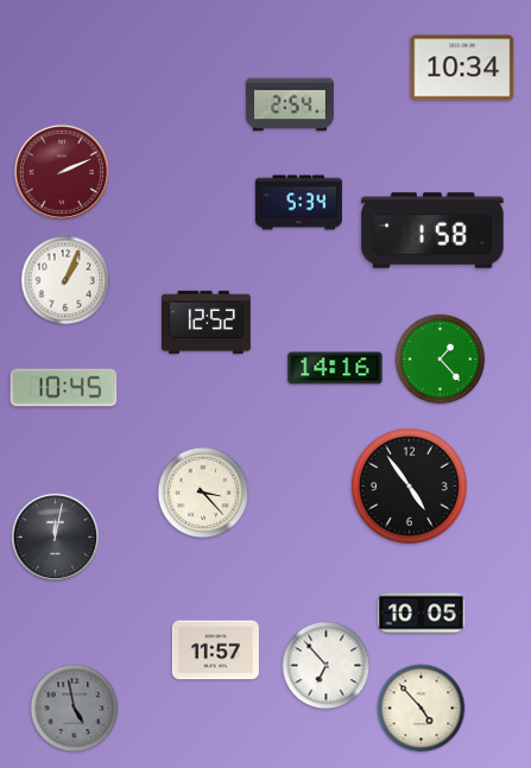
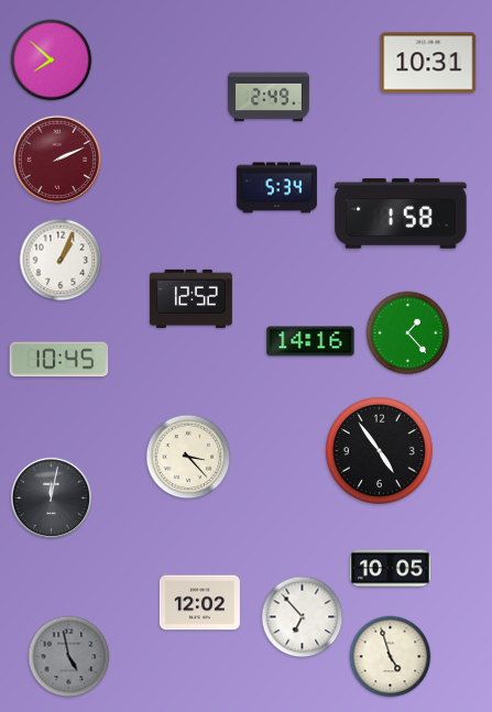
clock at (52, 61): none -> 7:52
clock at (462, 68): 10:34 -> 10:31
clock at (290, 104): 2:54 -> 2:49
clock at (215, 650): 11:57 -> 12:02
clock at (422, 709): 4:53 -> 4:57
